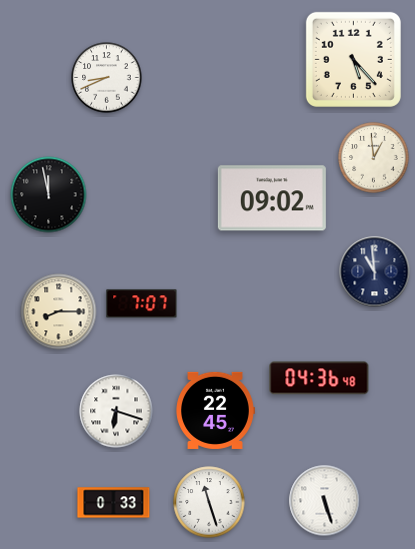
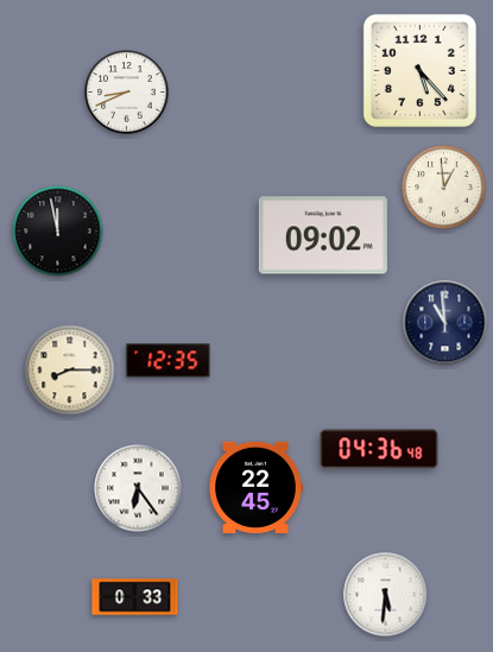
clock at (142, 304): 7:07 -> 12:35
clock at (116, 411): 6:18 -> 6:24
clock at (325, 501): 5:27 -> 5:31
clock at (209, 502): 11:27 -> none
